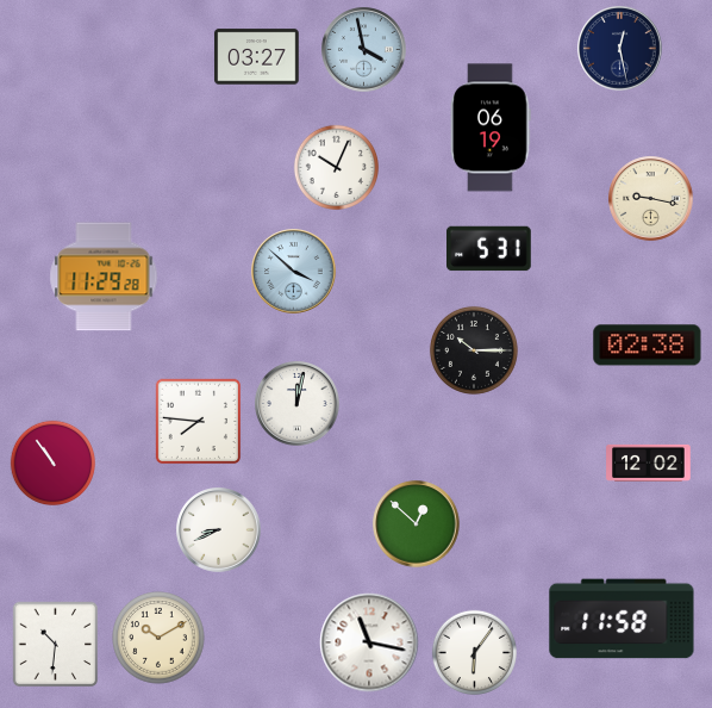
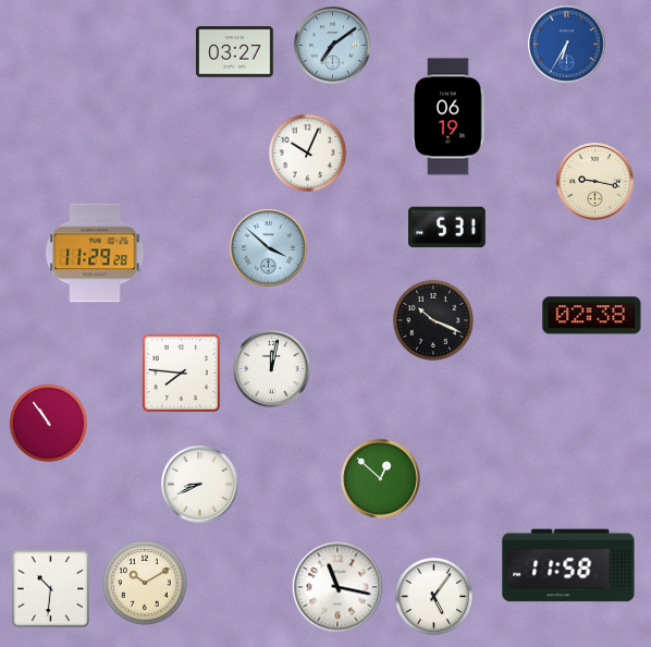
clock at (620, 49): 12:28 -> 6:35
clock at (620, 49) dial: navy -> blue
clock at (364, 50): 3:58 -> 7:09
clock at (474, 350): 10:15 -> 10:19
clock at (199, 422) position: (199, 422) -> (182, 374)
clock at (649, 462): 12:02 -> none
clock at (474, 652): 6:06 -> 5:06
